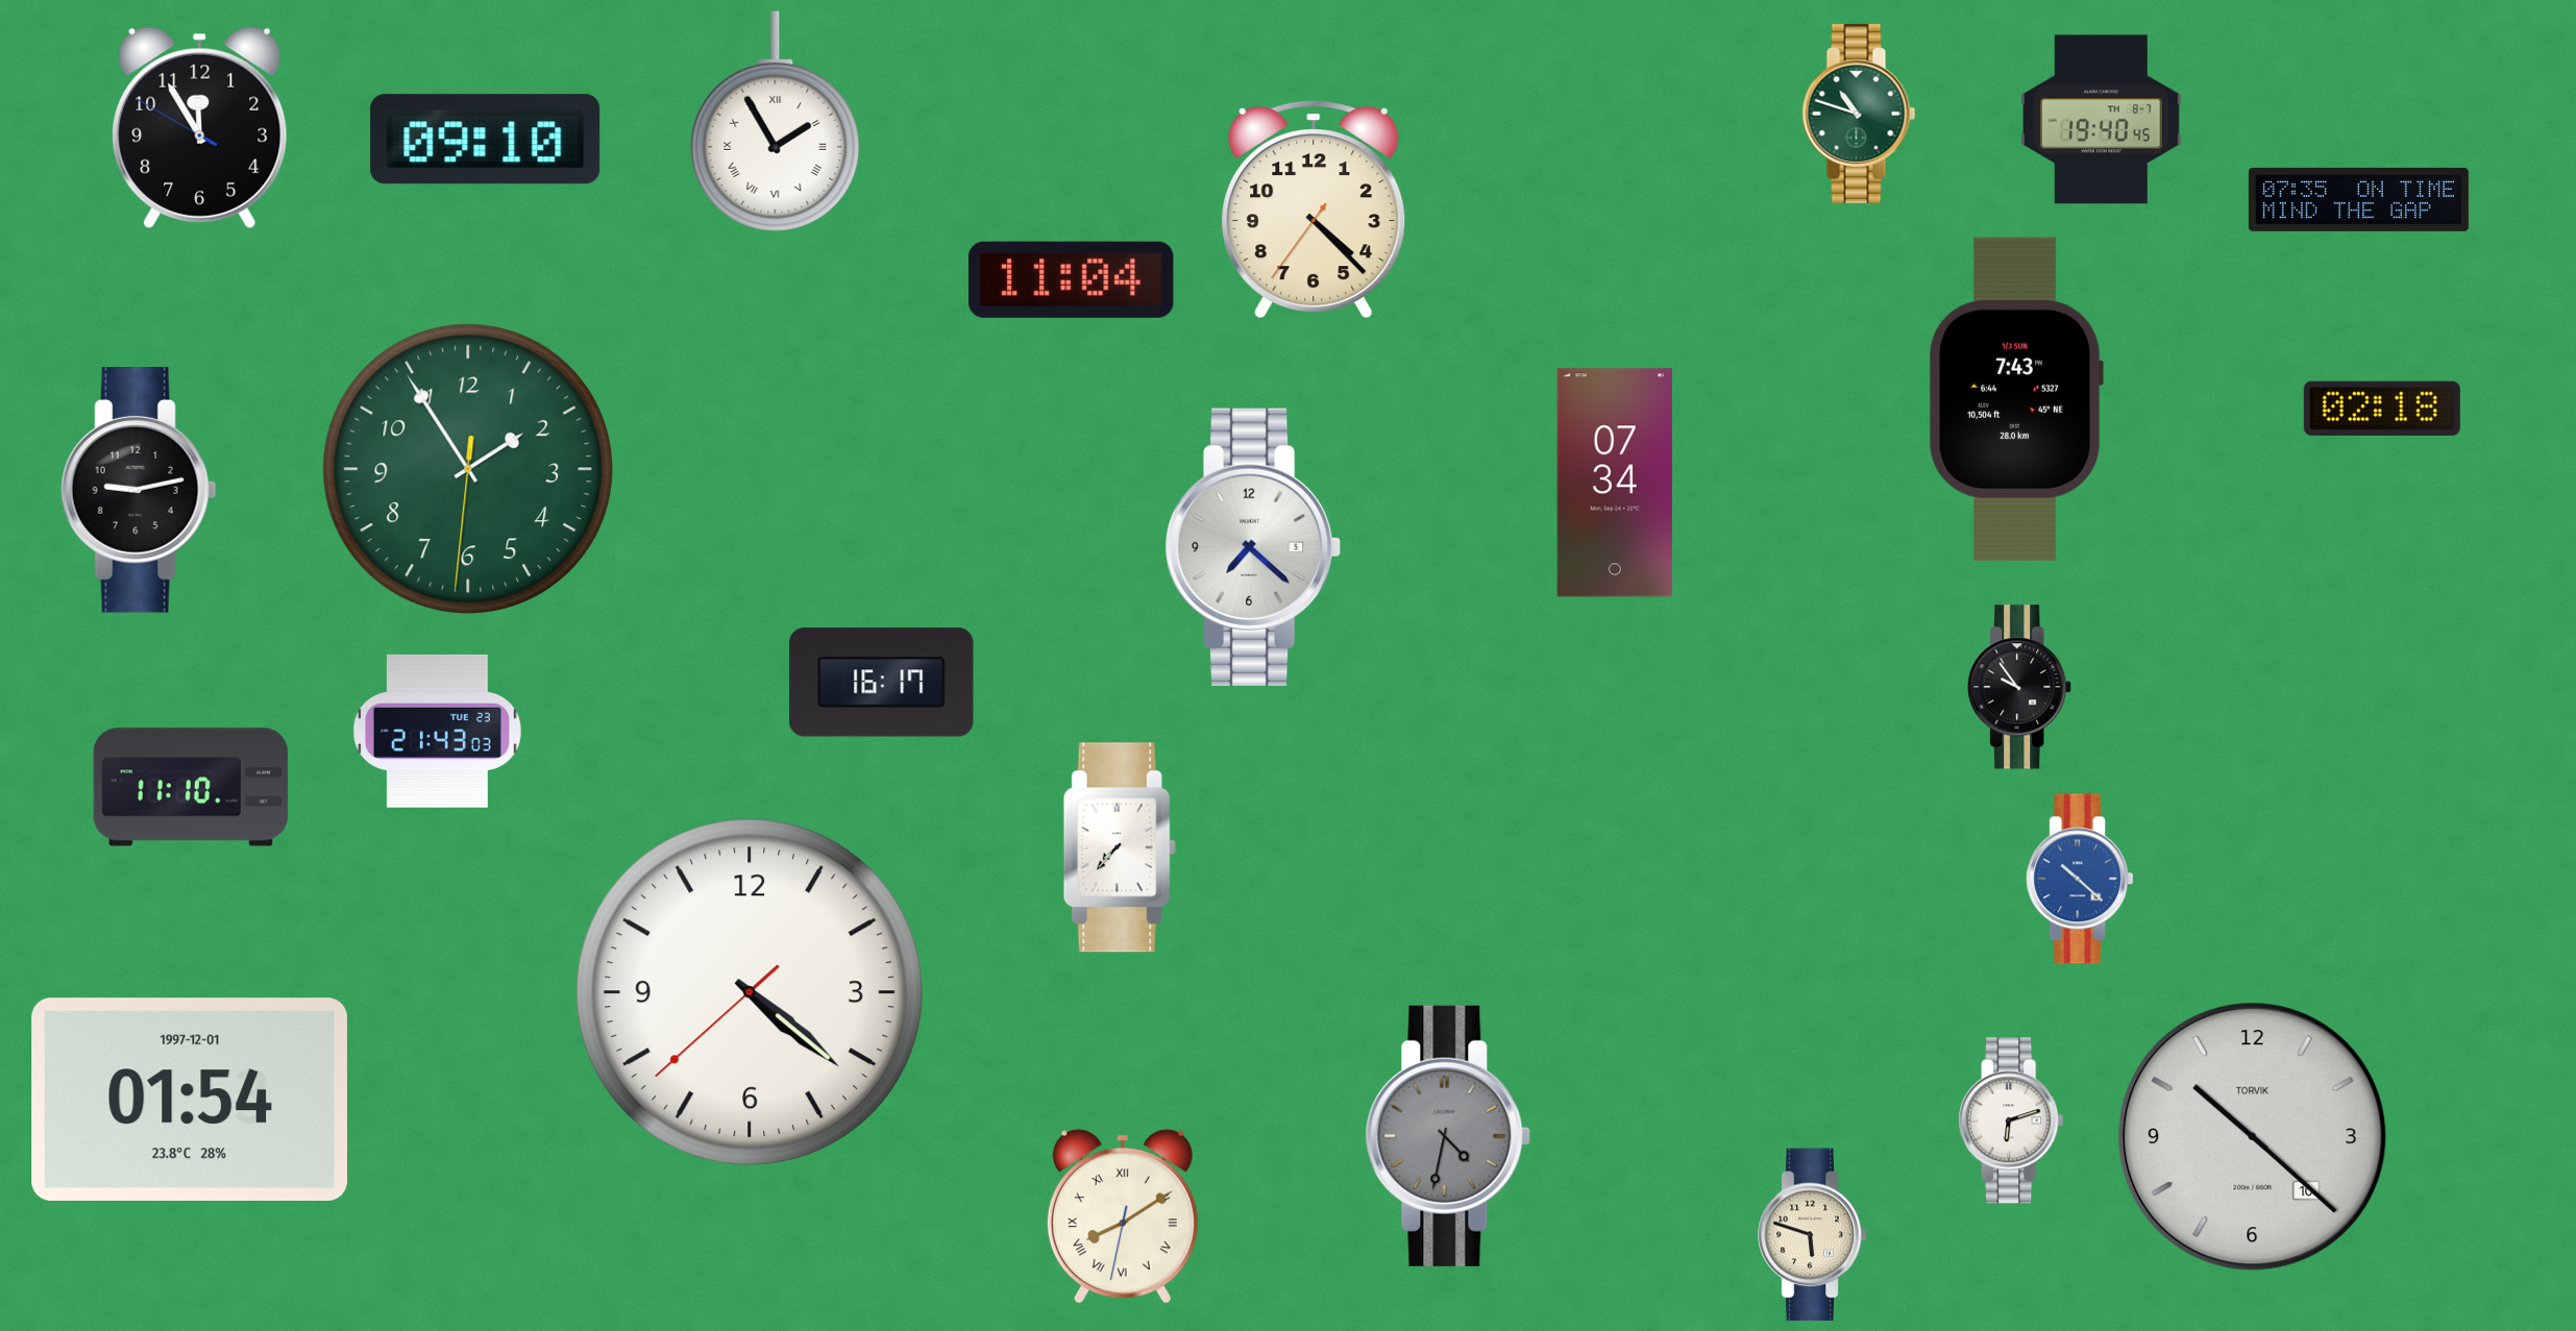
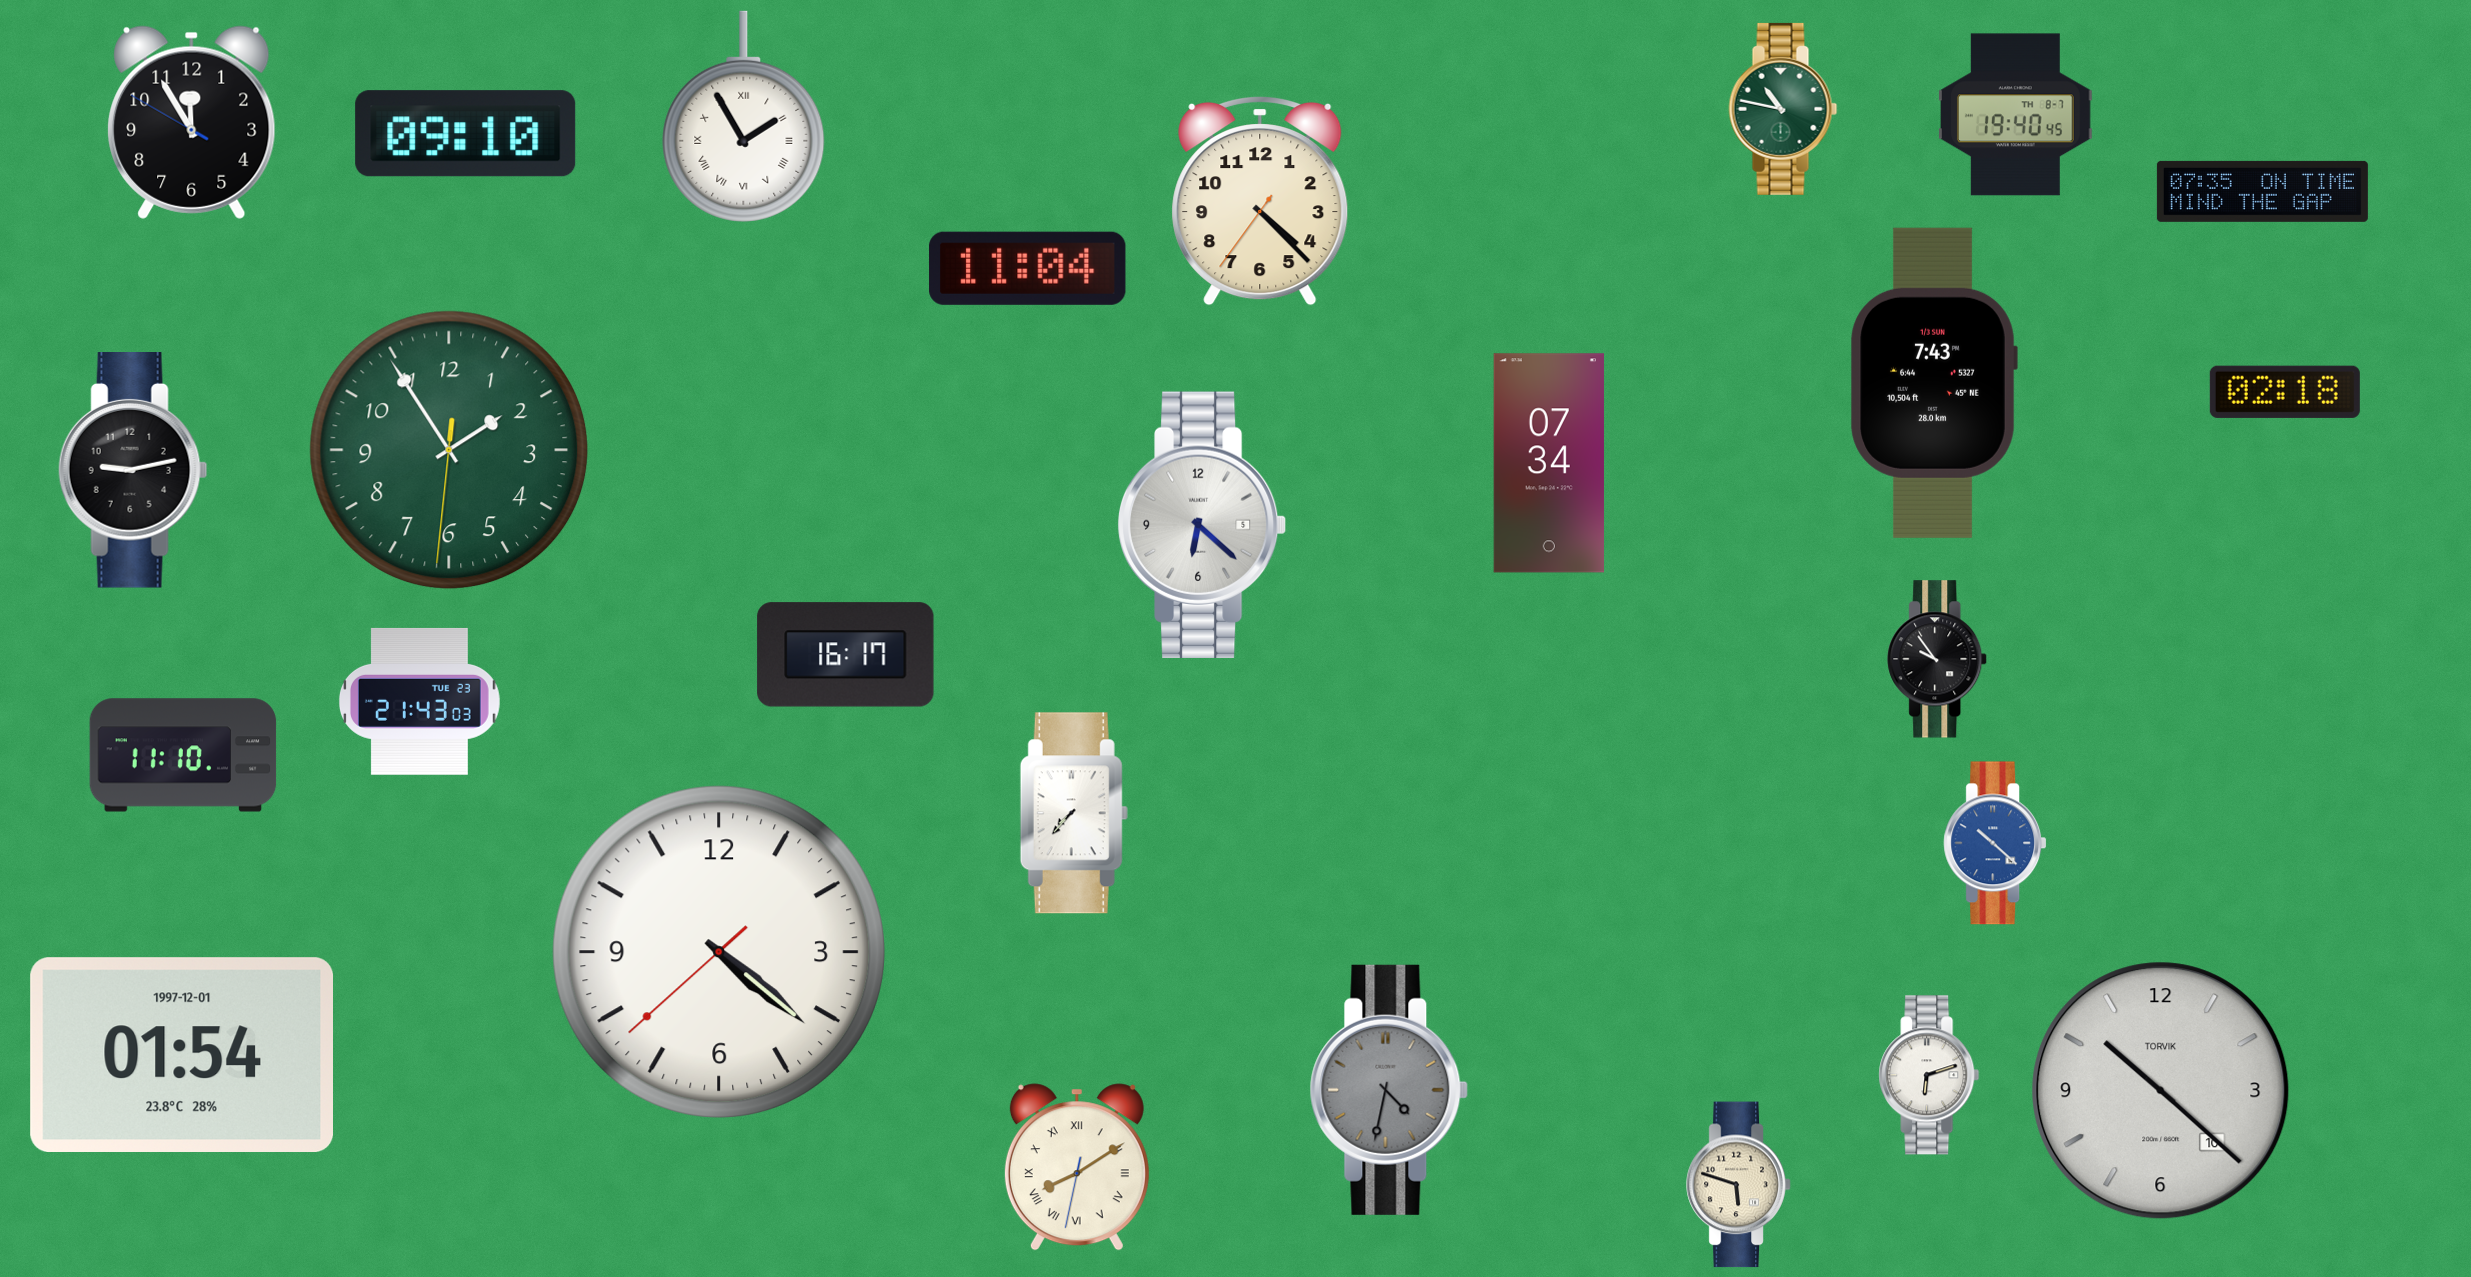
clock at (1859, 114): 10:48 -> 10:47
clock at (1253, 547): 7:22 -> 6:22
